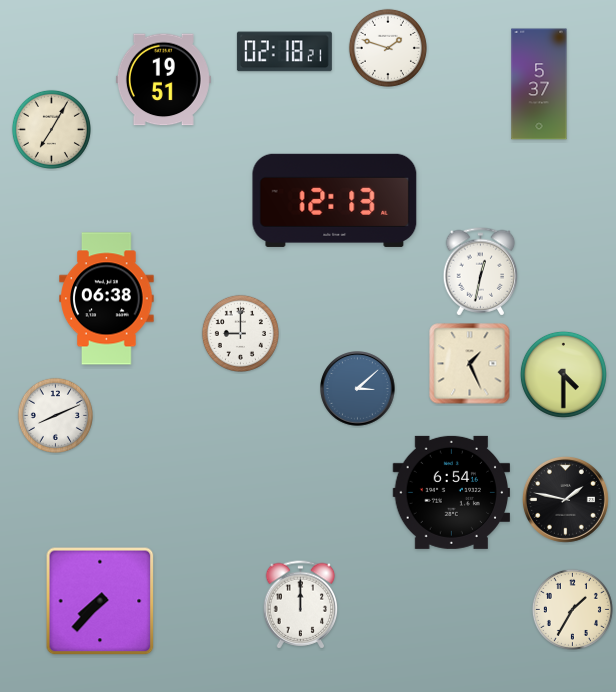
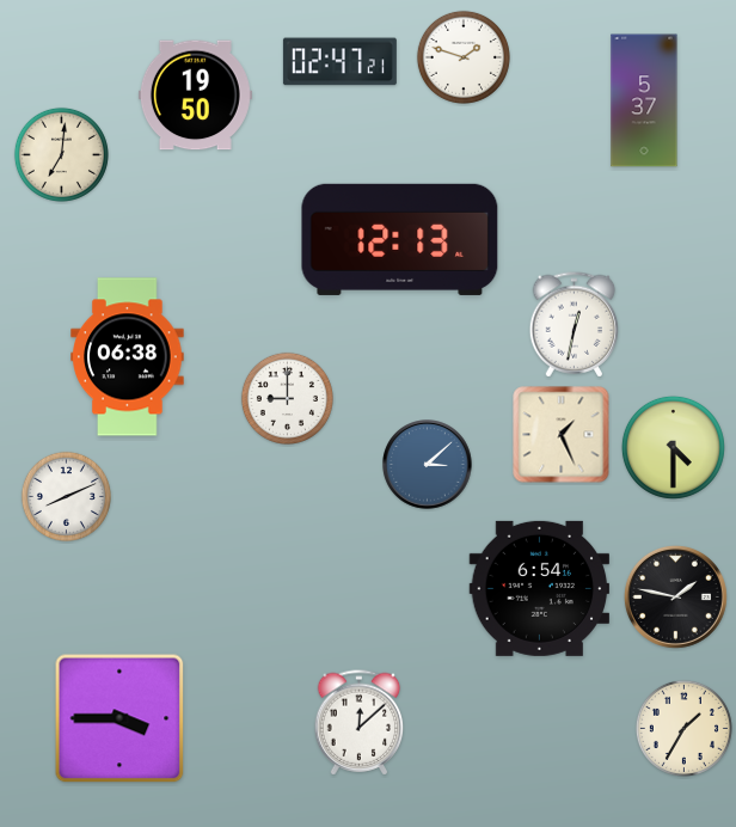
clock at (284, 52): 02:18 -> 02:47
clock at (163, 80): 19:51 -> 19:50
clock at (51, 129): 7:05 -> 7:01
clock at (100, 601): 7:37 -> 3:45
clock at (301, 605): 12:00 -> 12:08
